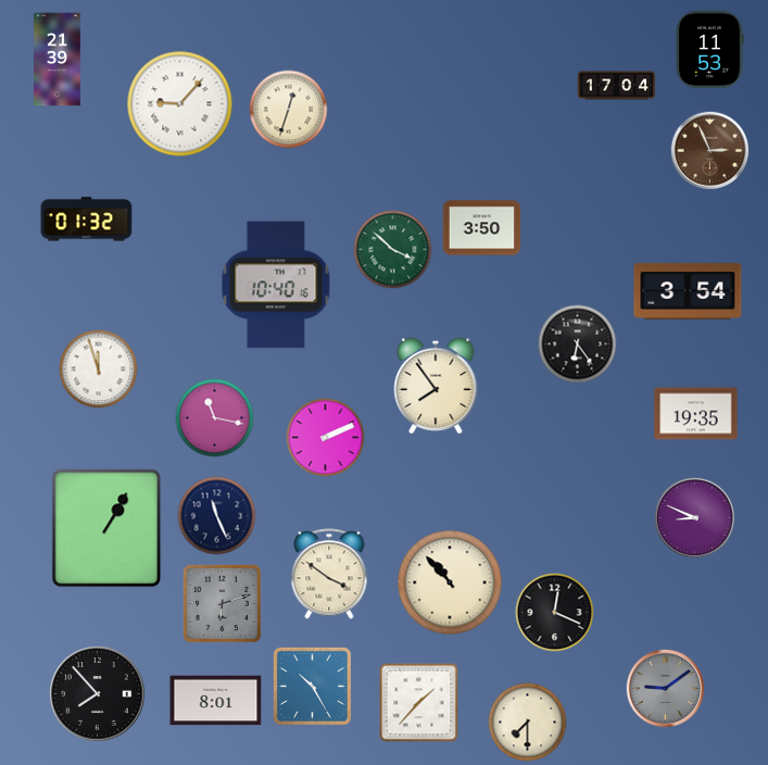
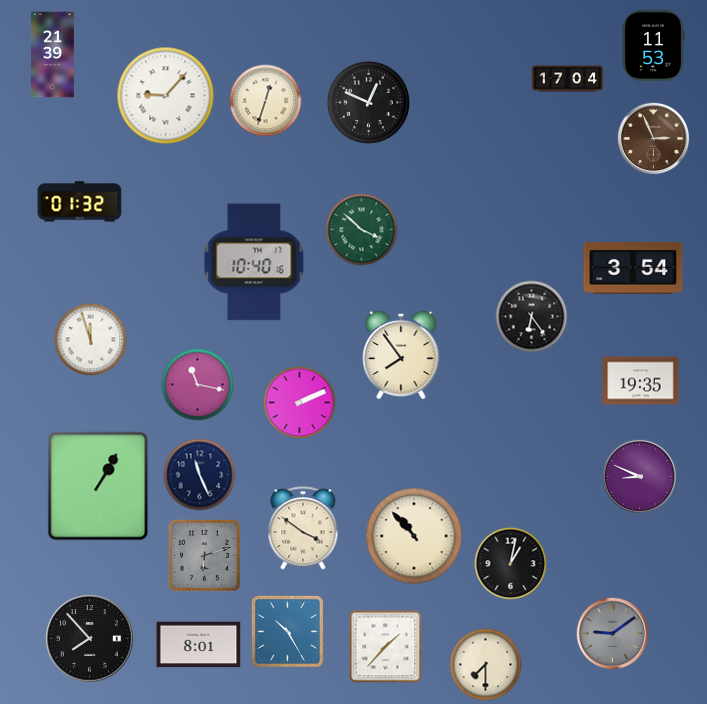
clock at (368, 102): none -> 12:49
clock at (482, 228): 3:50 -> none
clock at (555, 613): 12:19 -> 1:02
